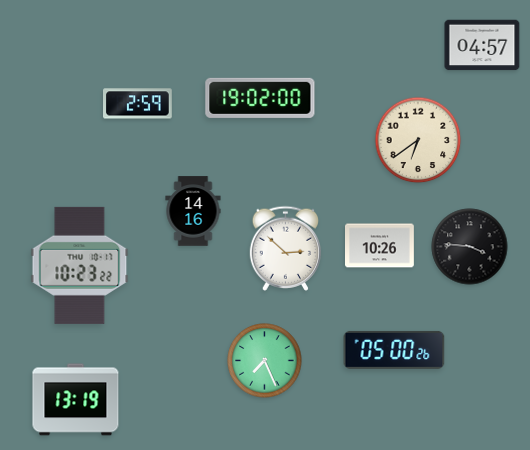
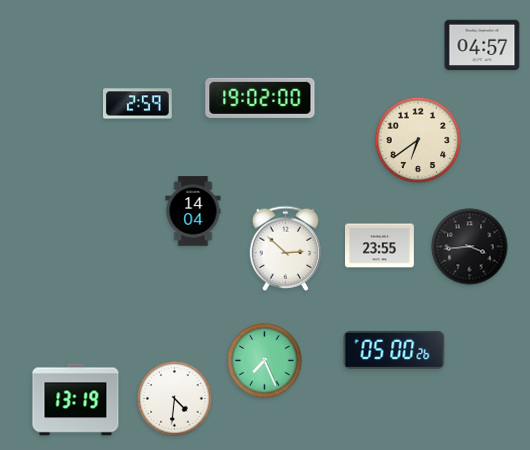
clock at (193, 211): 14:16 -> 14:04
clock at (380, 246): 10:26 -> 23:55
clock at (470, 247): 3:46 -> 3:44
clock at (80, 265): 10:23 -> none
clock at (175, 399): none -> 4:31
